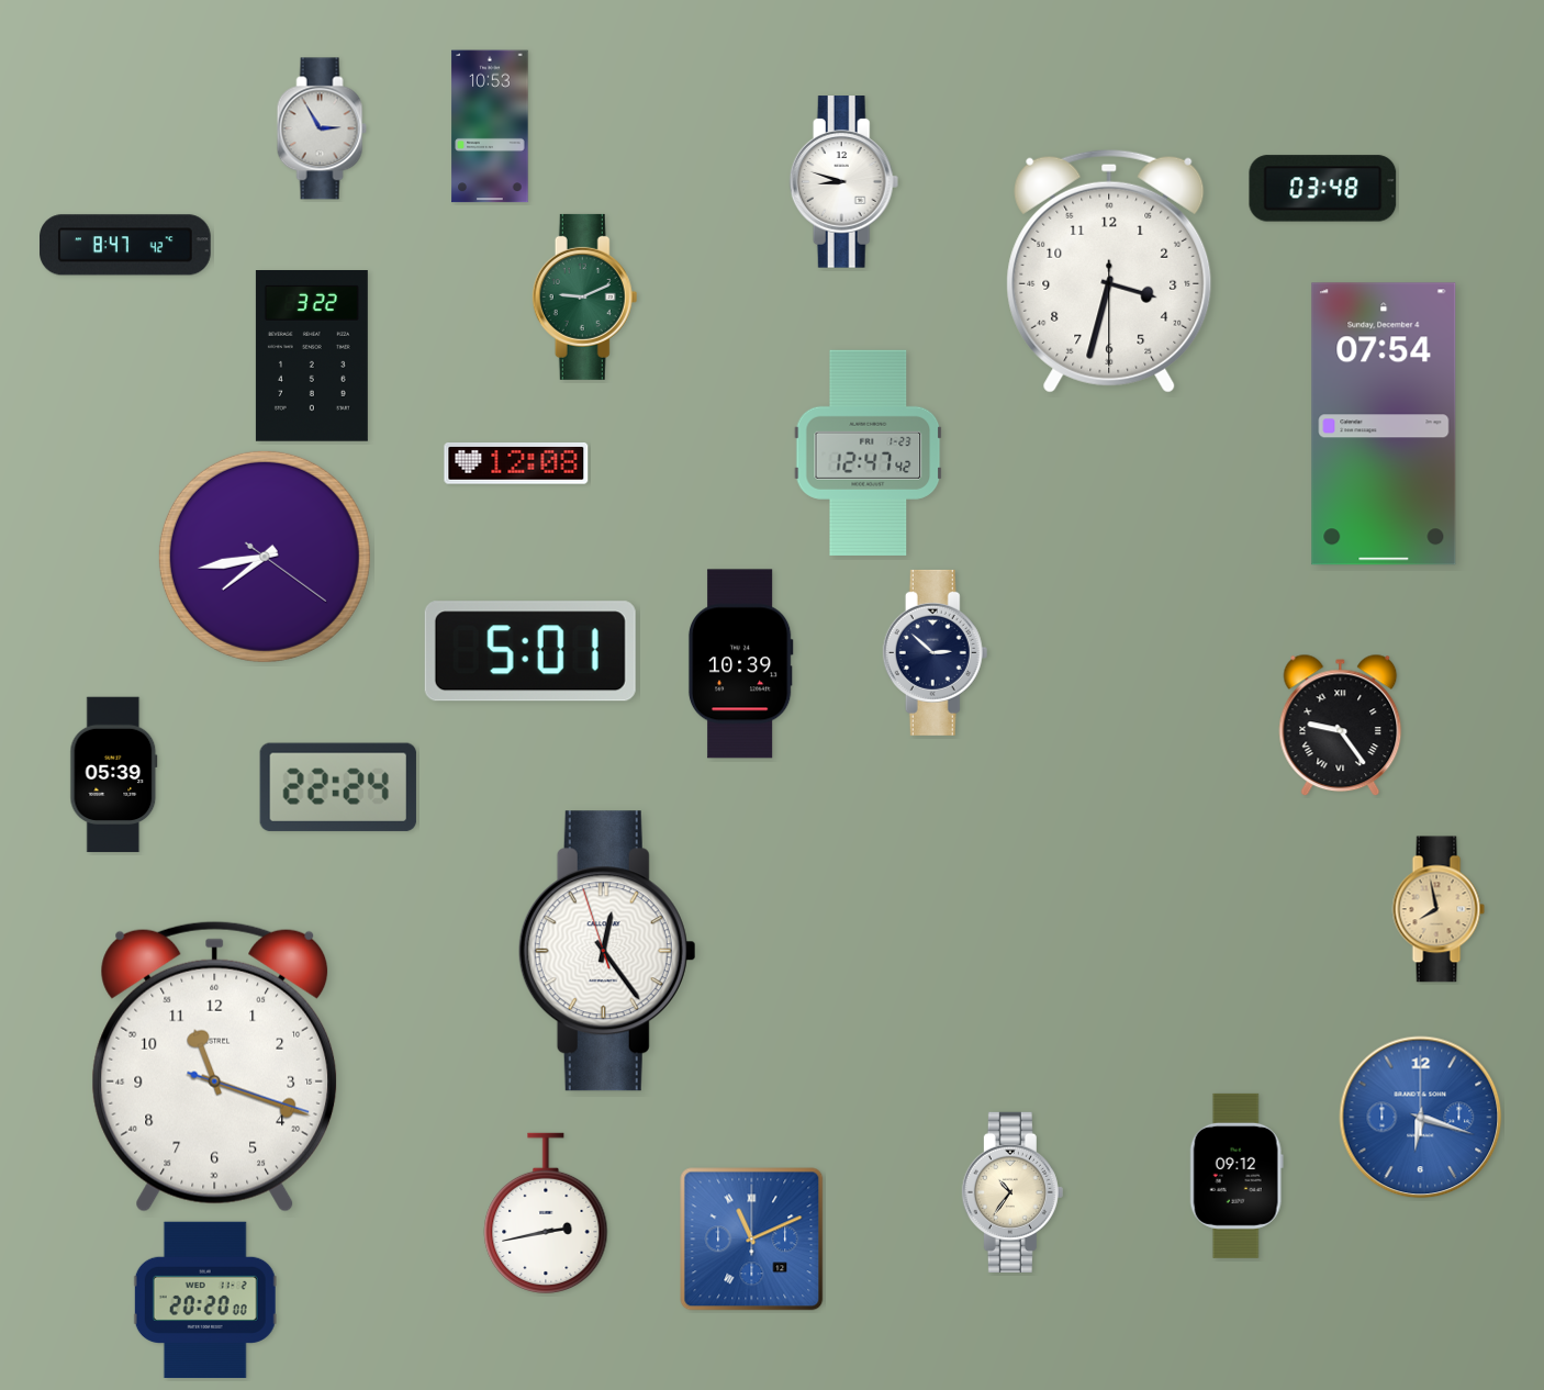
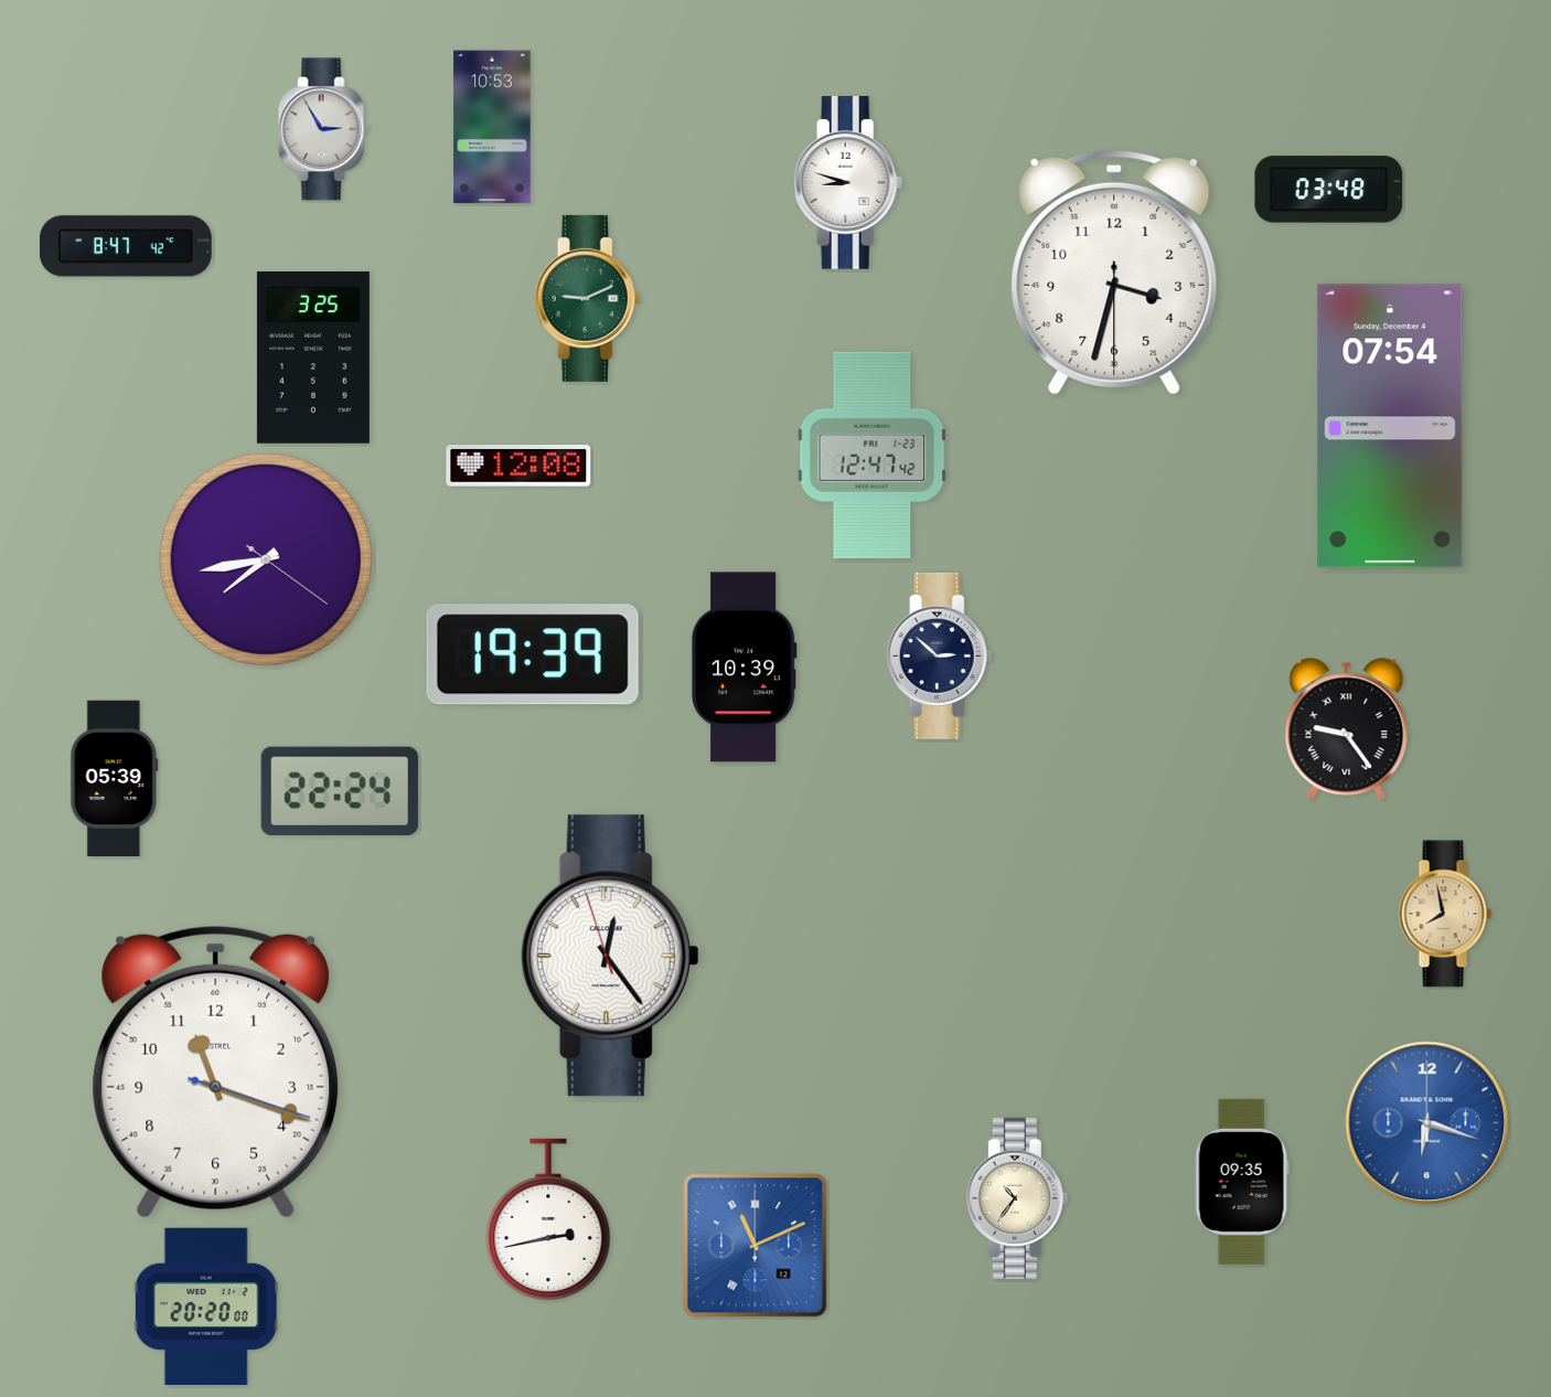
clock at (312, 357): 3:22 -> 3:25
clock at (530, 651): 5:01 -> 19:39
clock at (1237, 1176): 09:12 -> 09:35
